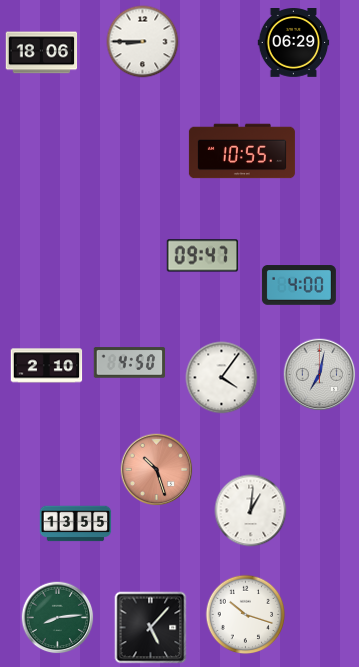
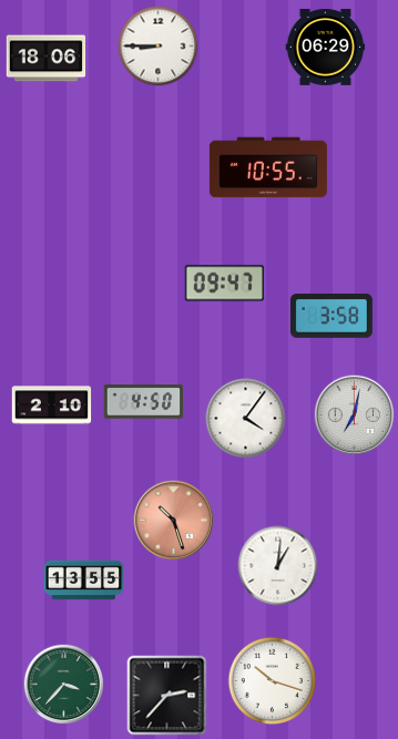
clock at (299, 285): 4:00 -> 3:58
clock at (58, 618): 8:14 -> 3:37
clock at (151, 628): 5:07 -> 2:37
